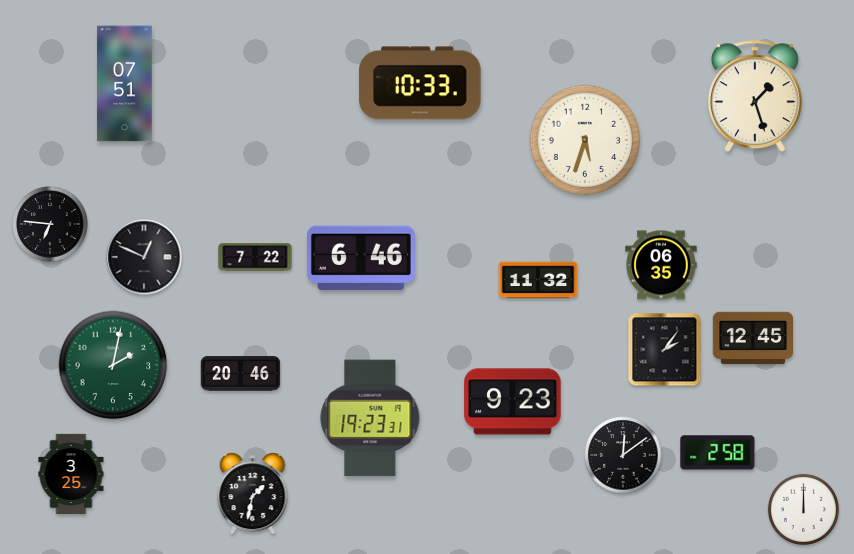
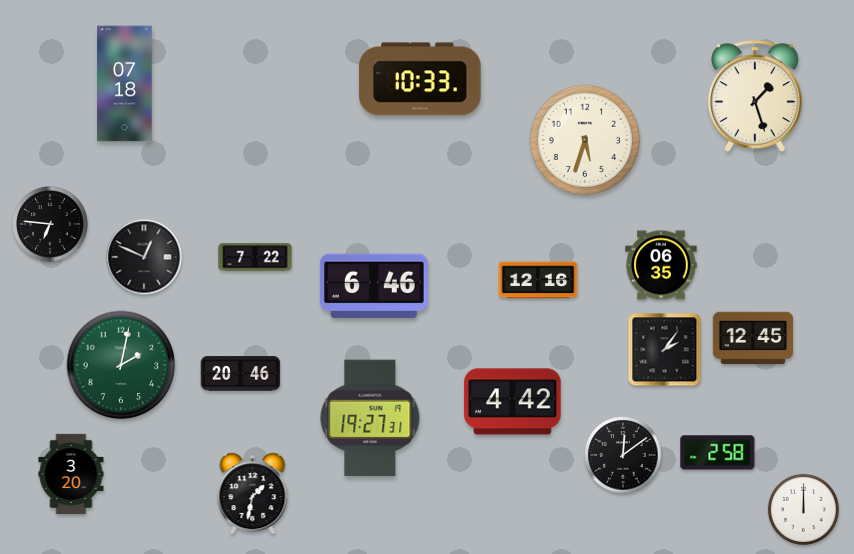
clock at (420, 83) position: (420, 83) -> (420, 79)
clock at (125, 84): 07:51 -> 07:18
clock at (361, 257) position: (361, 257) -> (374, 285)
clock at (538, 280): 11:32 -> 12:16
clock at (113, 365) position: (113, 365) -> (121, 365)
clock at (513, 402): 9:23 -> 4:42
clock at (370, 418): 19:23 -> 19:27
clock at (71, 474): 3:25 -> 3:20
